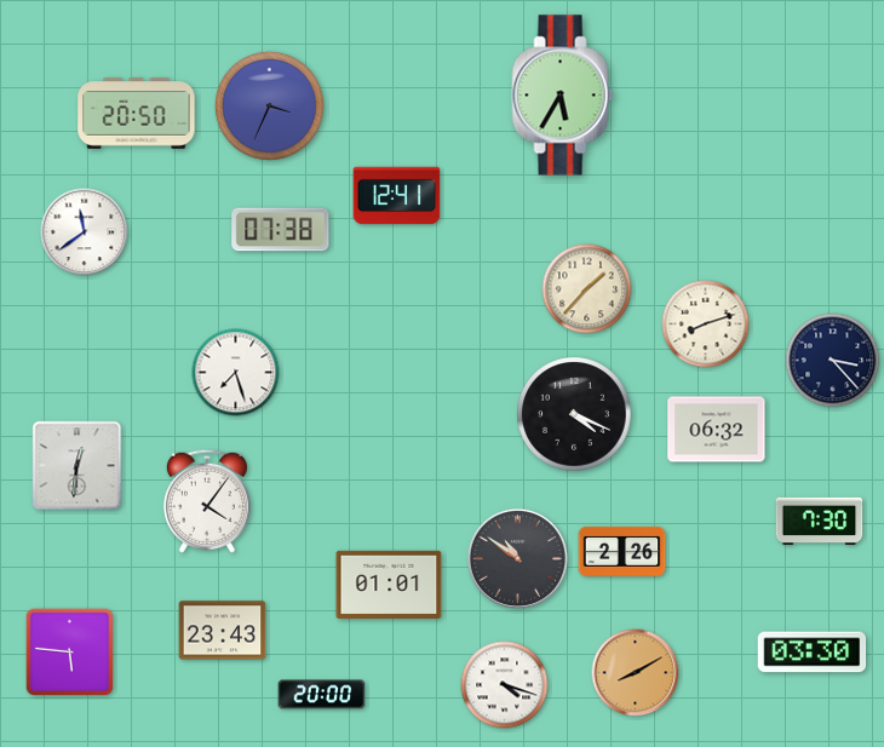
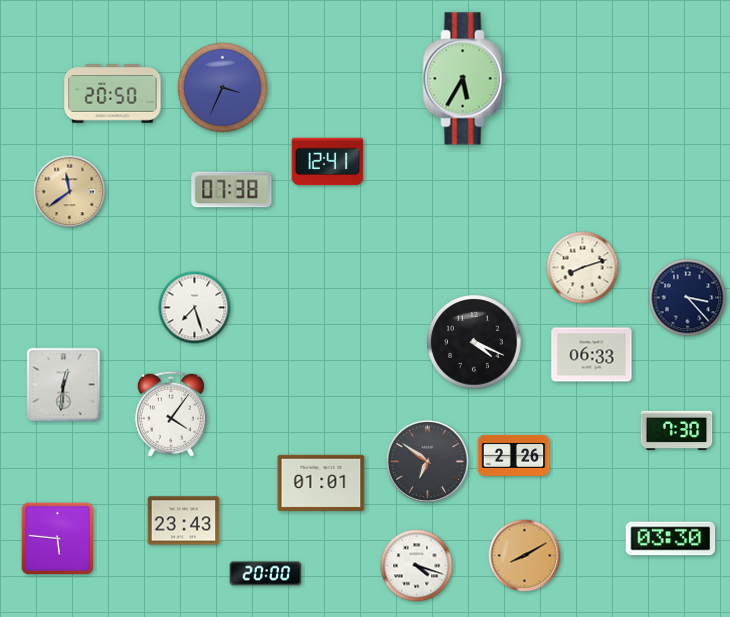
clock at (85, 232) dial: white -> champagne
clock at (587, 289): 1:37 -> none
clock at (717, 430): 06:32 -> 06:33
clock at (517, 558): 10:51 -> 6:51
